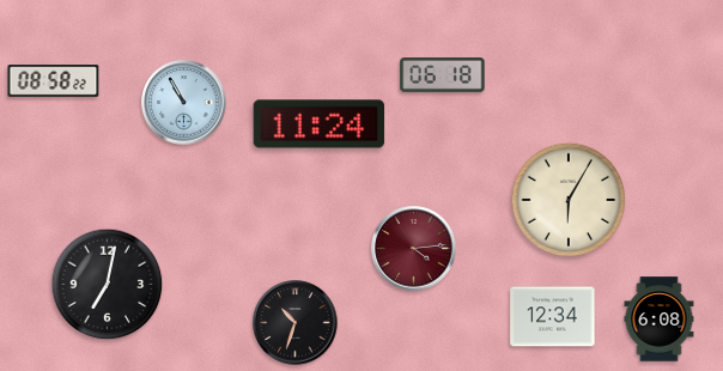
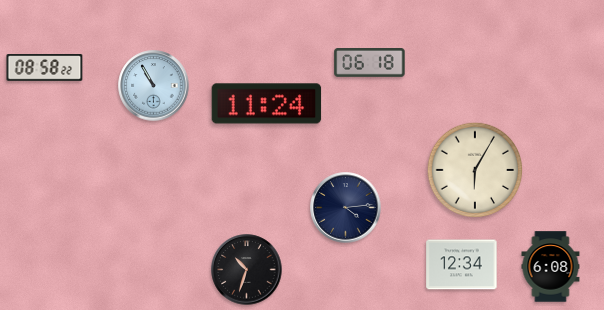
clock at (569, 200) position: (569, 200) -> (475, 170)
clock at (414, 249) dial: burgundy -> navy
clock at (108, 285): 7:02 -> none
